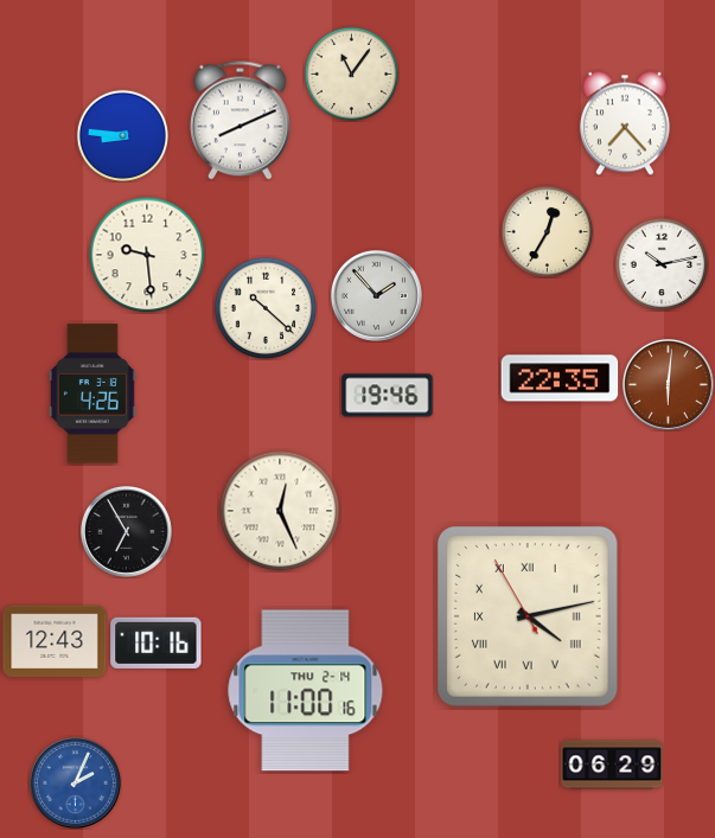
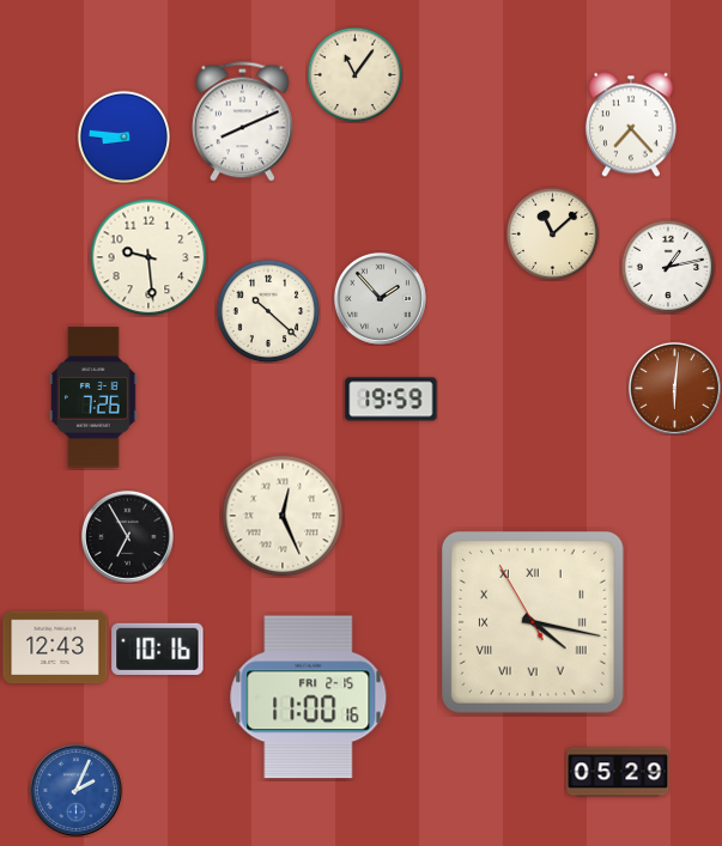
clock at (547, 231): 12:35 -> 11:08
clock at (662, 264): 10:13 -> 1:13
clock at (560, 378): 22:35 -> none
clock at (92, 394): 4:26 -> 7:26
clock at (388, 396): 19:46 -> 19:59
clock at (528, 616): 4:12 -> 4:16
clock at (306, 691) date: THU 2-14 -> FRI 2-15
clock at (612, 765): 06:29 -> 05:29
